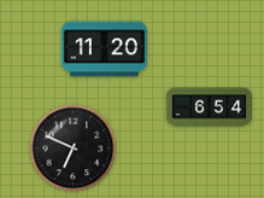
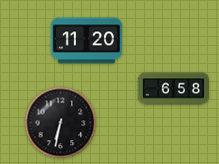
clock at (210, 107): 6:54 -> 6:58
clock at (74, 148): 6:49 -> 6:32
